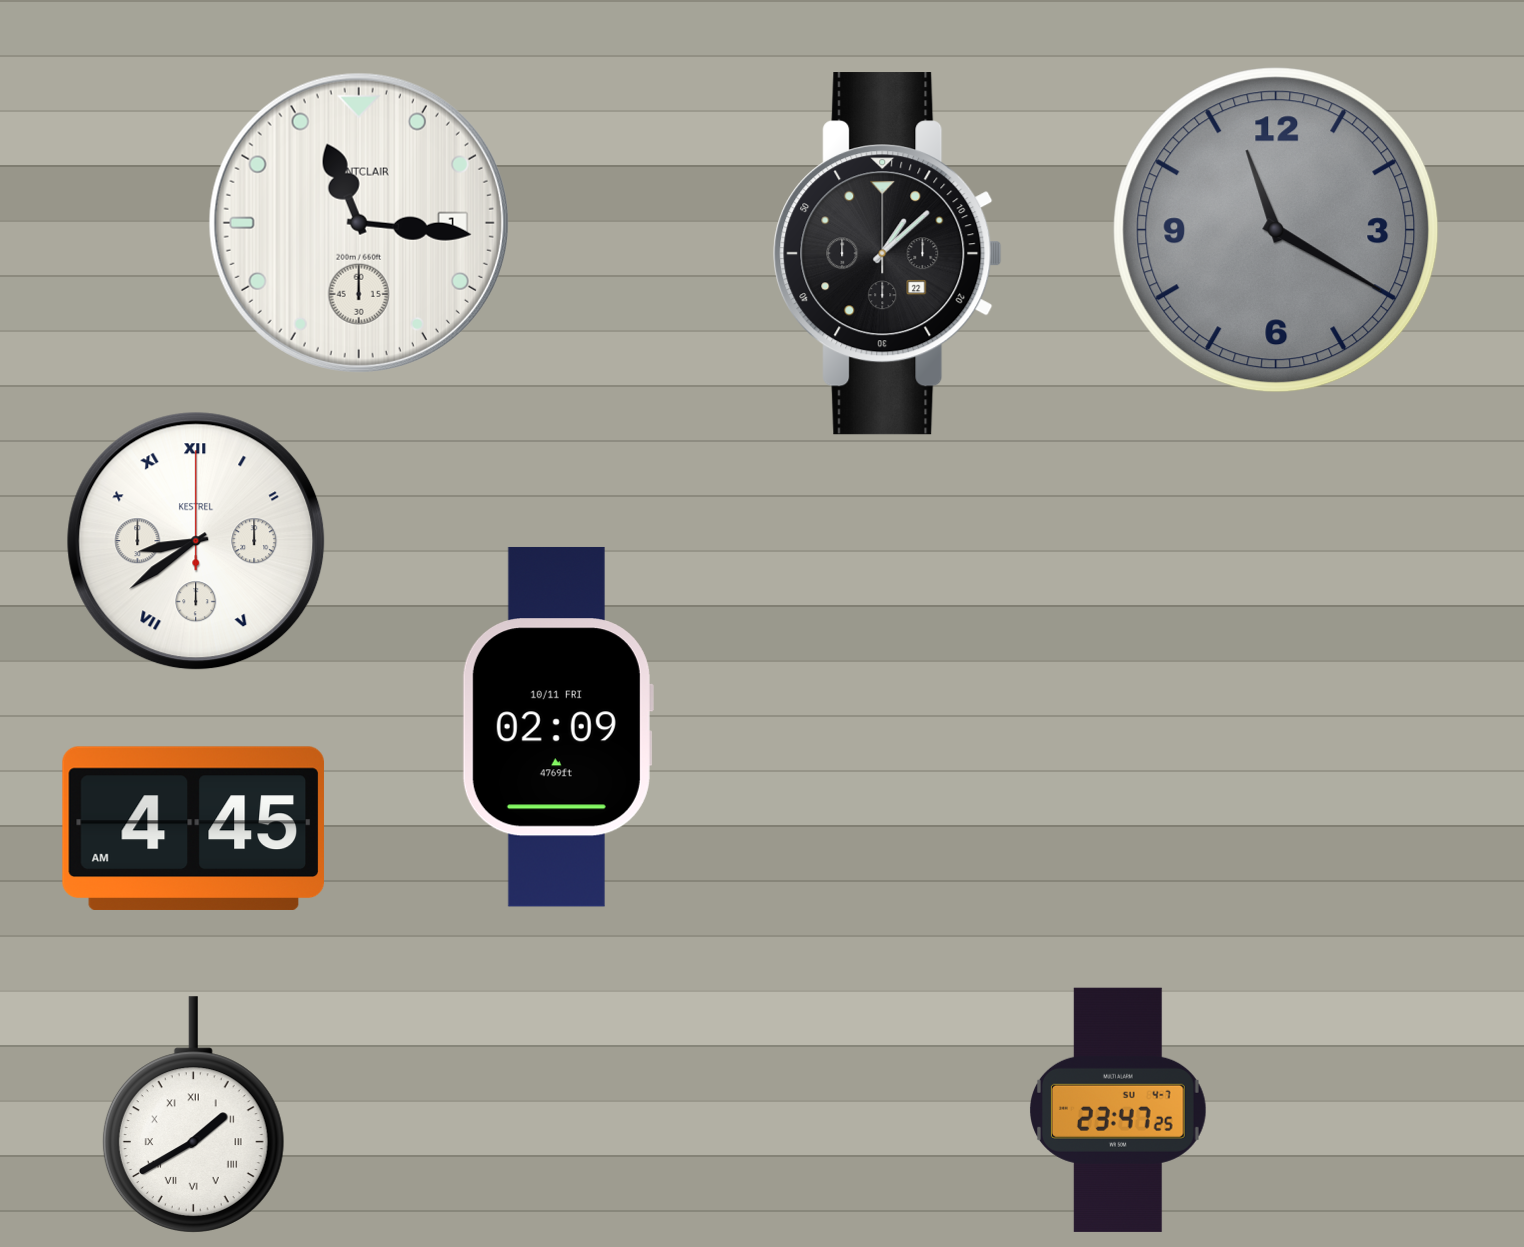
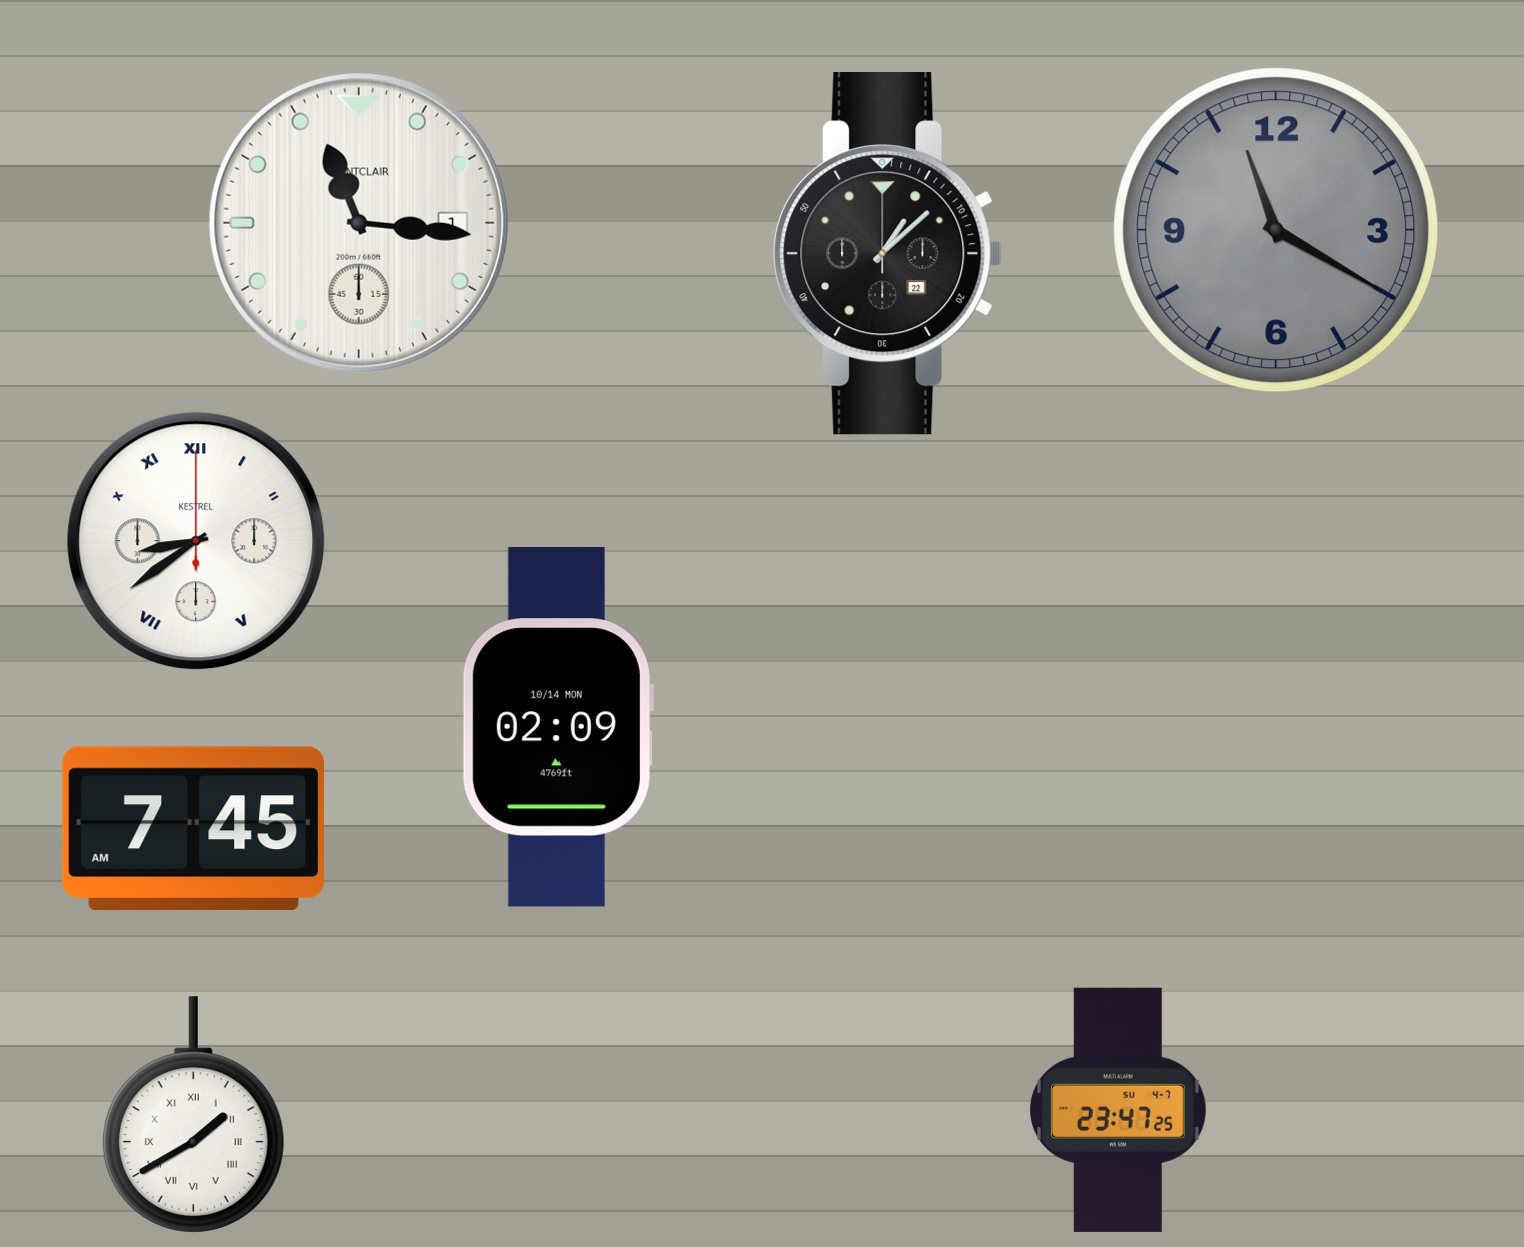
clock at (557, 727) date: 10/11 FRI -> 10/14 MON
clock at (193, 828): 4:45 -> 7:45
